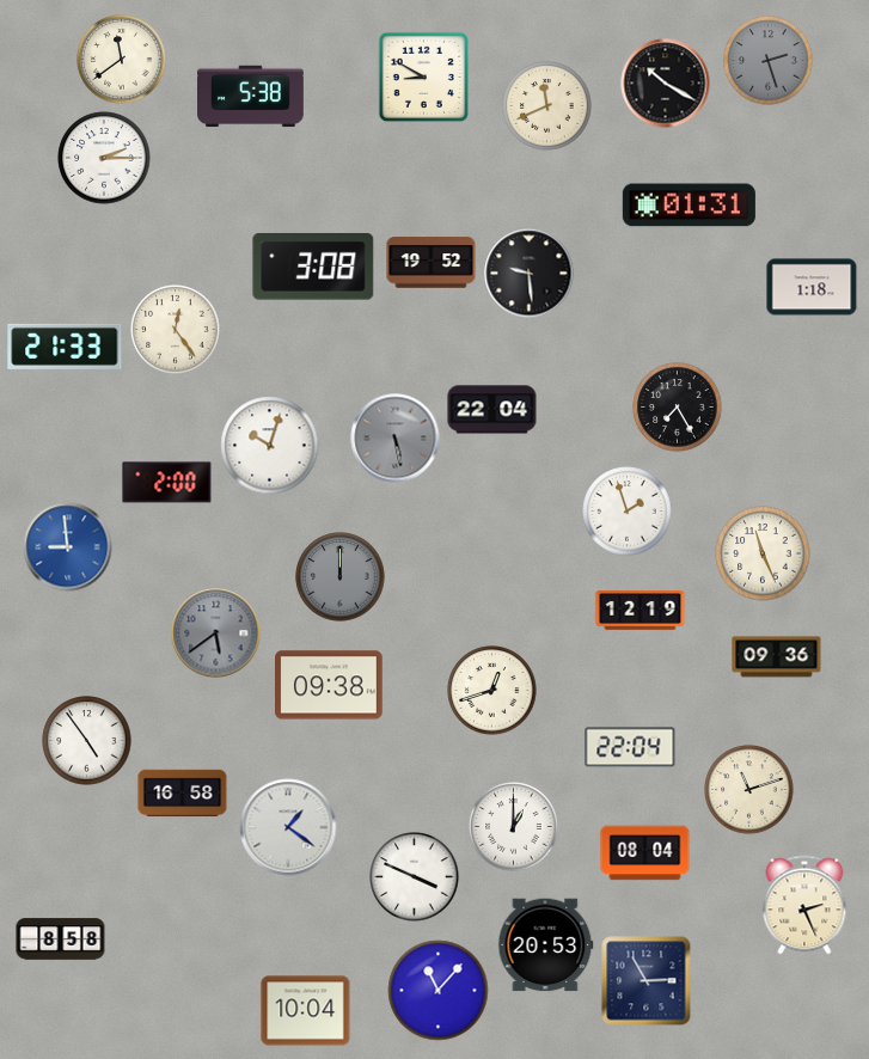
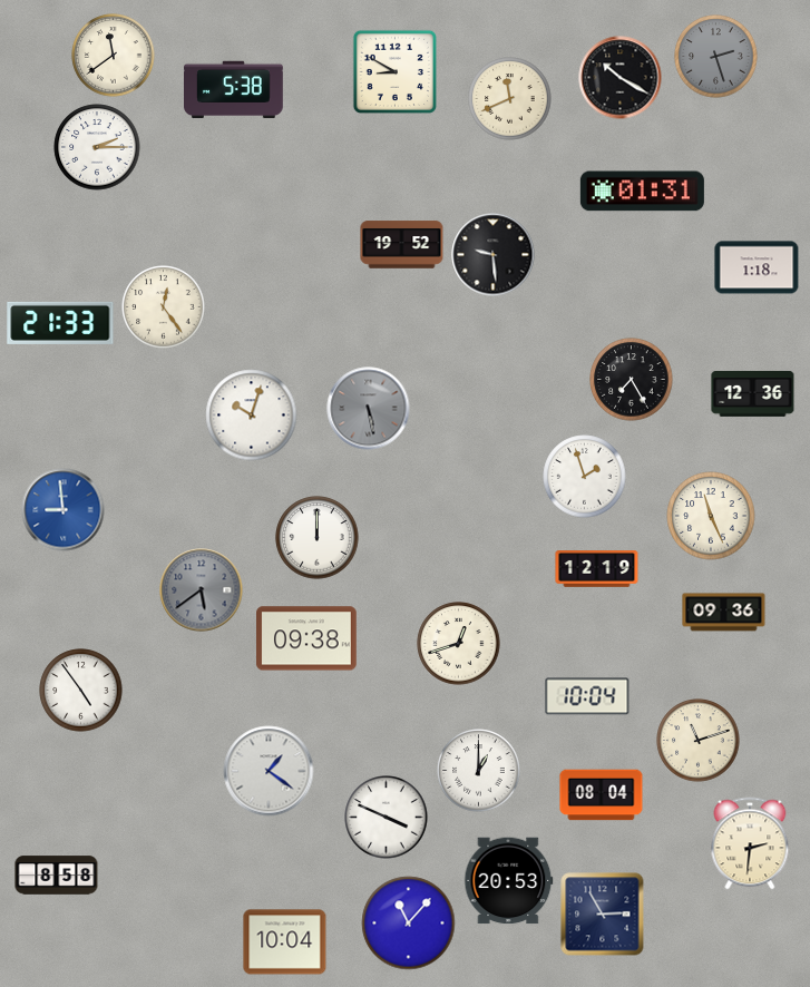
clock at (313, 268): 3:08 -> none
clock at (492, 410): 22:04 -> none
clock at (753, 393): none -> 12:36
clock at (167, 483): 2:00 -> none
clock at (341, 577) dial: grey -> white
clock at (630, 747): 22:04 -> 10:04
clock at (749, 790) position: (749, 790) -> (699, 741)
clock at (183, 794): 16:58 -> none
clock at (804, 905): 2:26 -> 2:31
